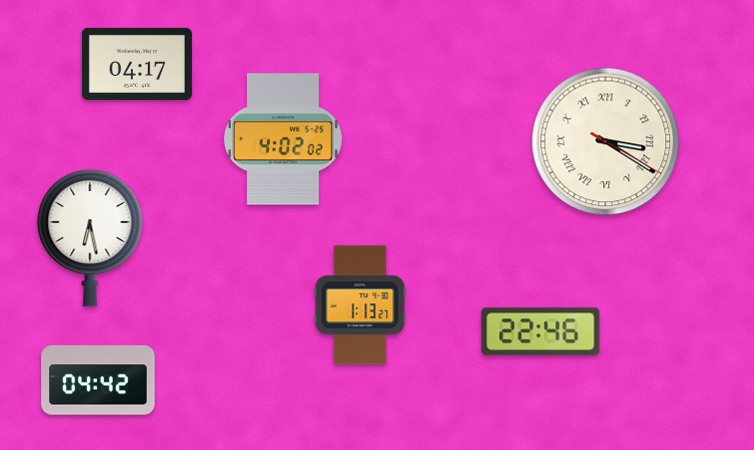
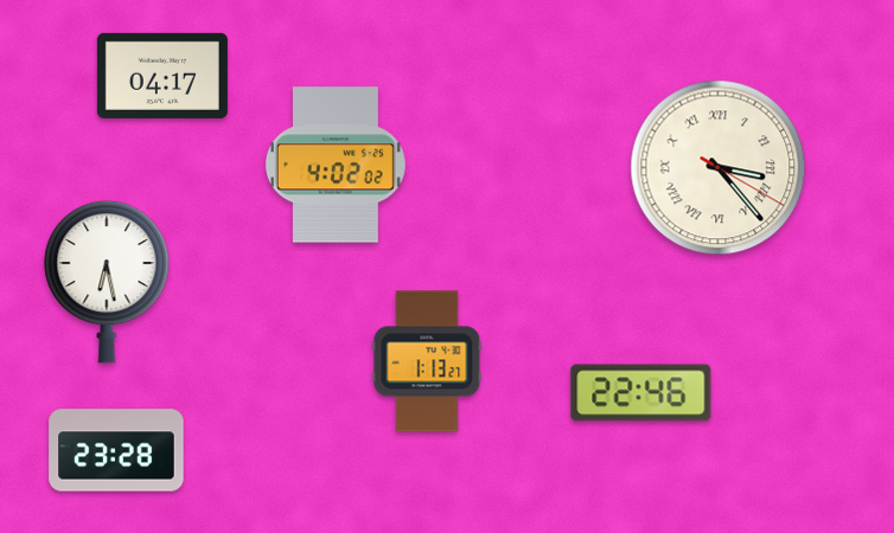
clock at (606, 142): 3:20 -> 3:23
clock at (98, 380): 04:42 -> 23:28
